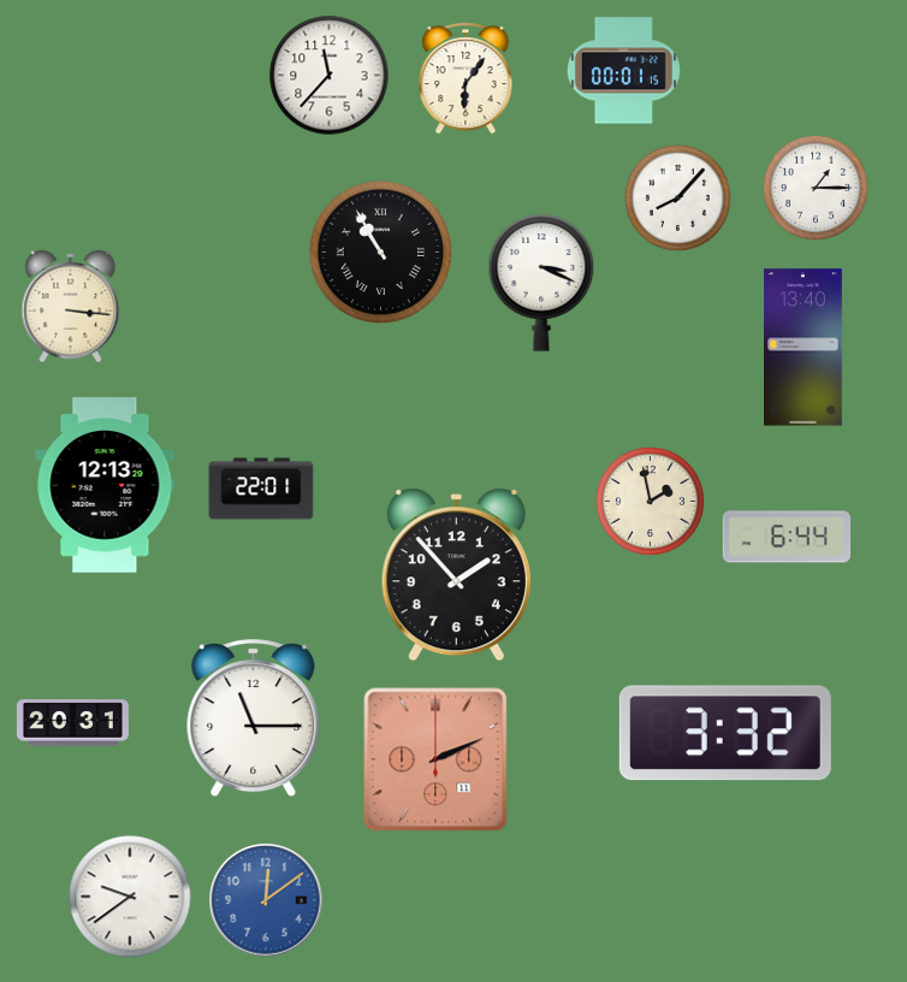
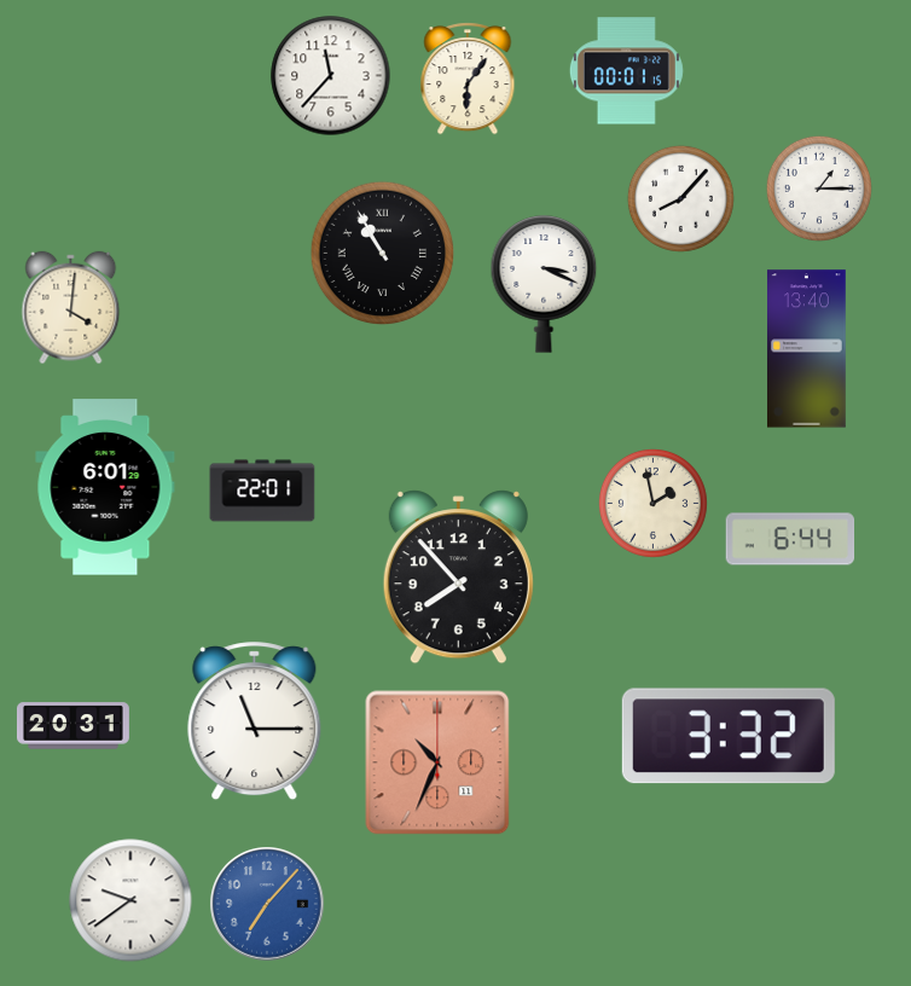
clock at (71, 307): 3:16 -> 4:01
clock at (105, 485): 12:13 -> 6:01
clock at (456, 575): 1:53 -> 7:53
clock at (435, 759): 2:11 -> 10:34
clock at (266, 900): 12:09 -> 7:07
